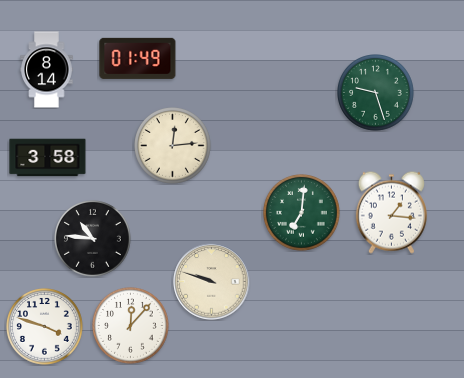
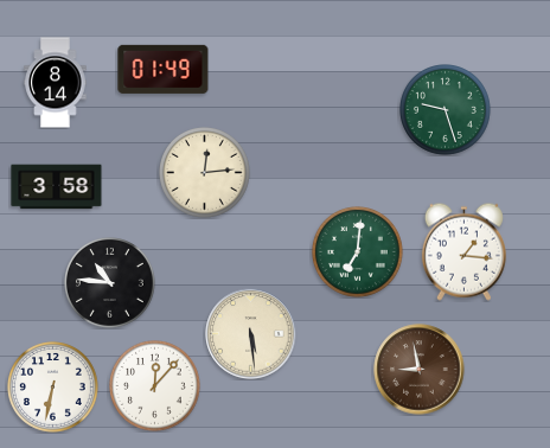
clock at (212, 282): 9:48 -> 5:29
clock at (420, 370): none -> 8:58
clock at (45, 327): 3:48 -> 6:32
